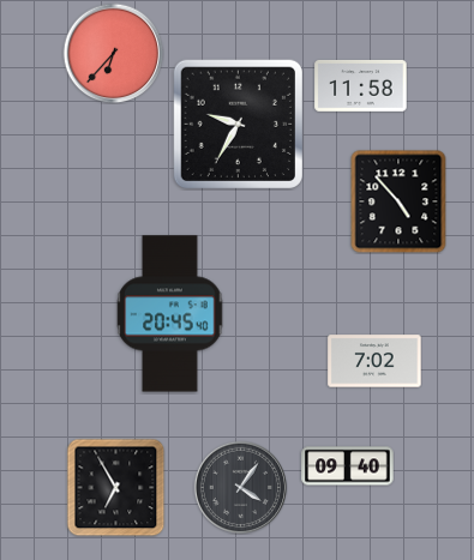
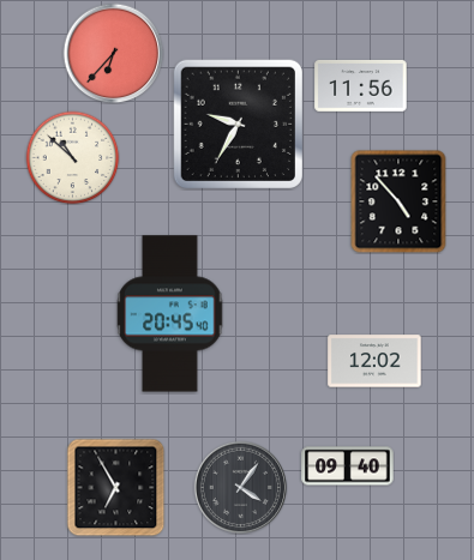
clock at (361, 86): 11:58 -> 11:56
clock at (72, 157): none -> 10:52
clock at (374, 361): 7:02 -> 12:02
